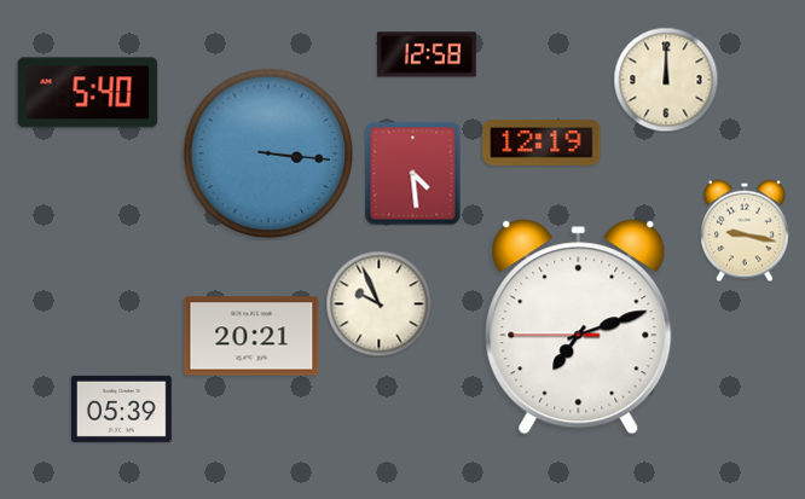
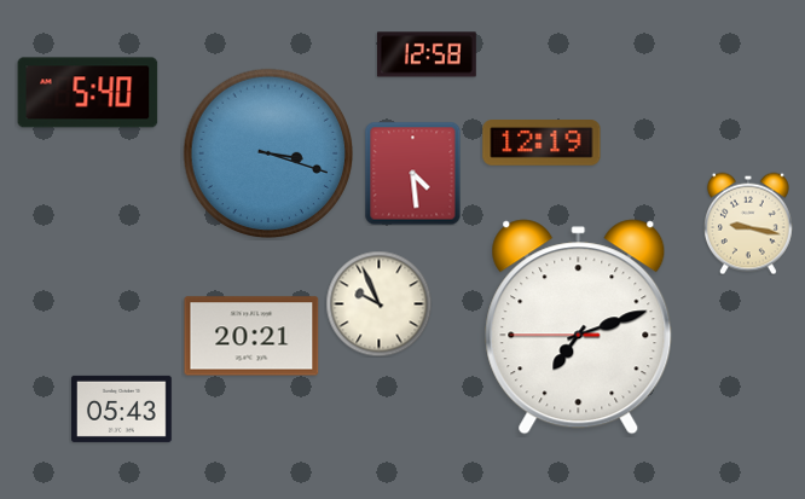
clock at (666, 80): 12:00 -> none
clock at (268, 153): 3:16 -> 3:18
clock at (745, 231) position: (745, 231) -> (748, 224)
clock at (121, 408): 05:39 -> 05:43
